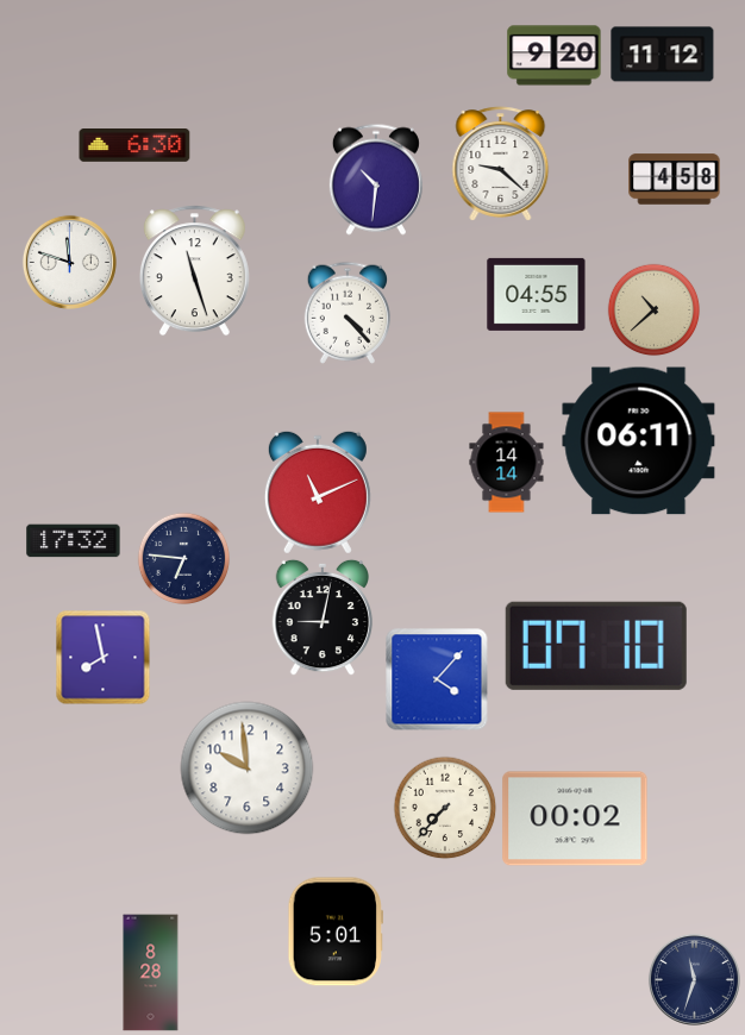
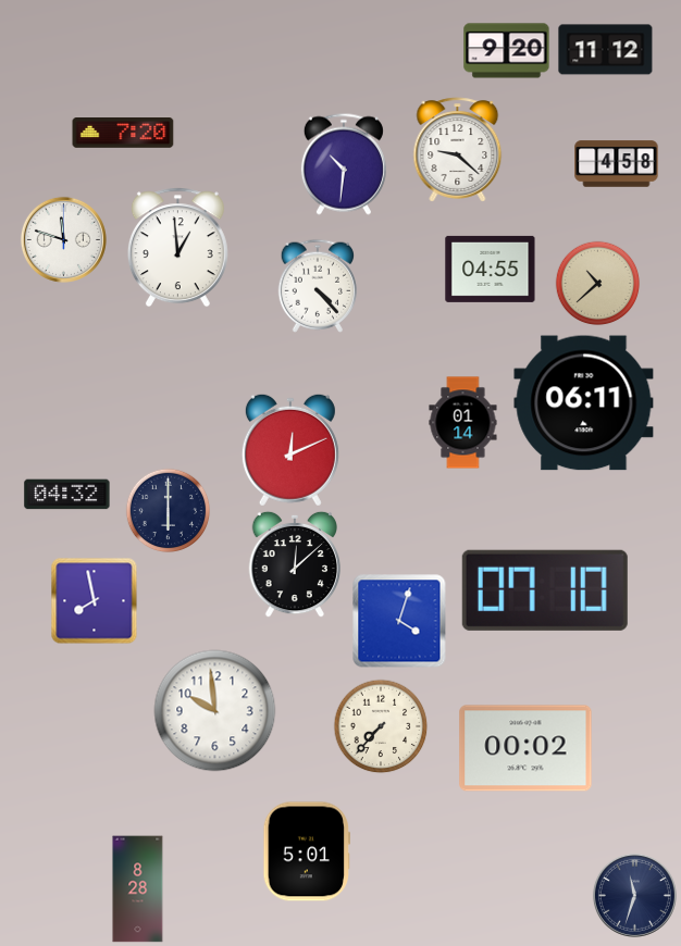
clock at (134, 145): 6:30 -> 7:20
clock at (194, 271): 11:27 -> 12:59
clock at (507, 463): 14:14 -> 01:14
clock at (318, 493): 11:11 -> 12:11
clock at (74, 541): 17:32 -> 04:32
clock at (183, 558): 6:46 -> 6:00
clock at (323, 617): 9:02 -> 12:08
clock at (437, 679): 4:07 -> 4:03
clock at (248, 769) position: (248, 769) -> (215, 711)
clock at (445, 808) position: (445, 808) -> (381, 726)
